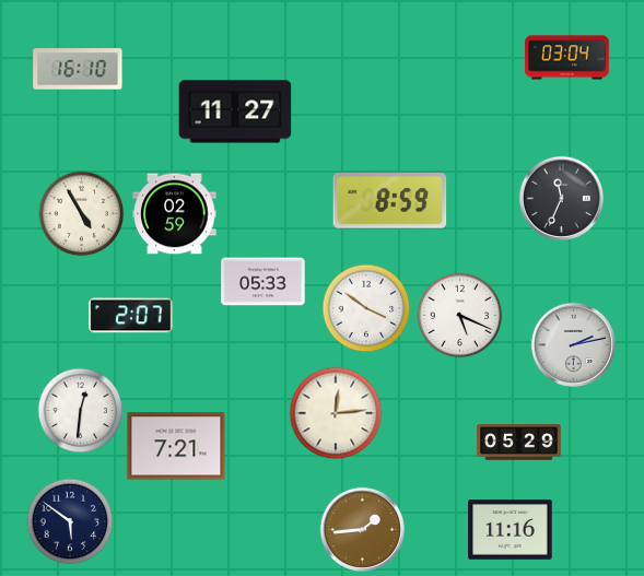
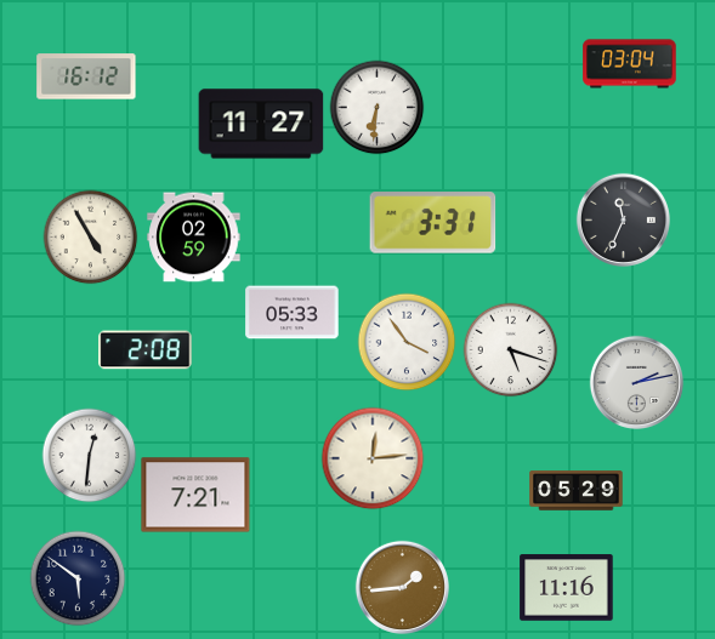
clock at (78, 69): 16:10 -> 16:12
clock at (376, 107): none -> 6:31
clock at (390, 201): 8:59 -> 3:31
clock at (366, 308): 3:51 -> 3:54
clock at (459, 315): 5:19 -> 5:18
clock at (131, 316): 2:07 -> 2:08
